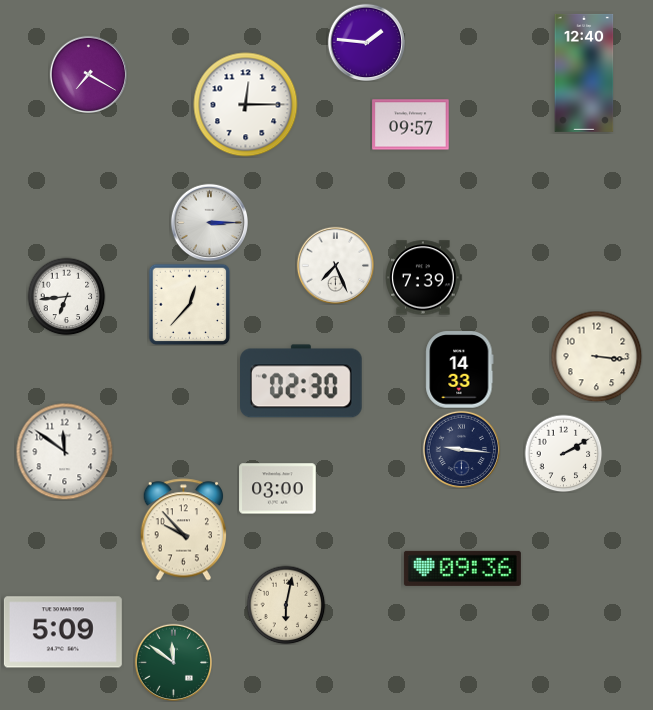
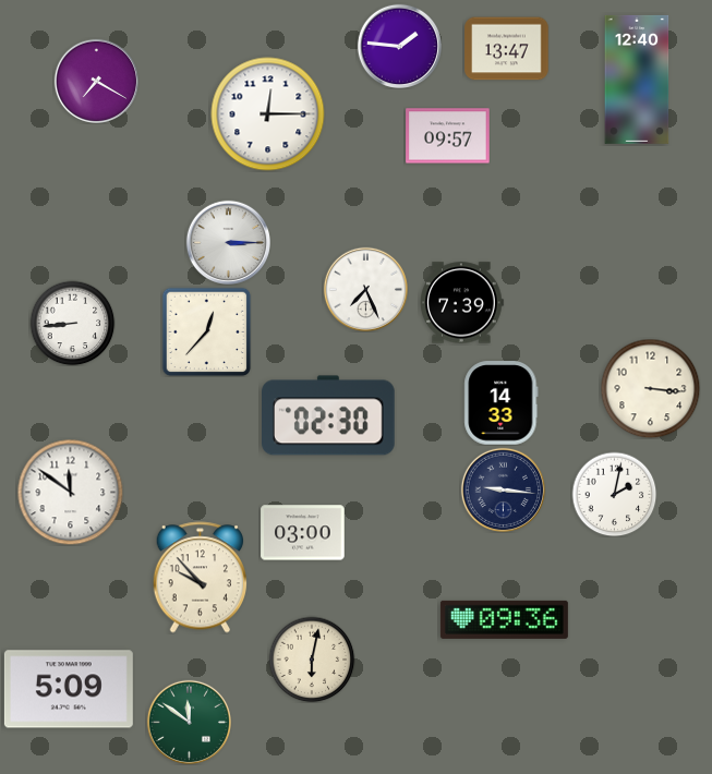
clock at (507, 49): none -> 13:47
clock at (66, 296): 6:44 -> 8:44
clock at (563, 453): 2:10 -> 2:02
